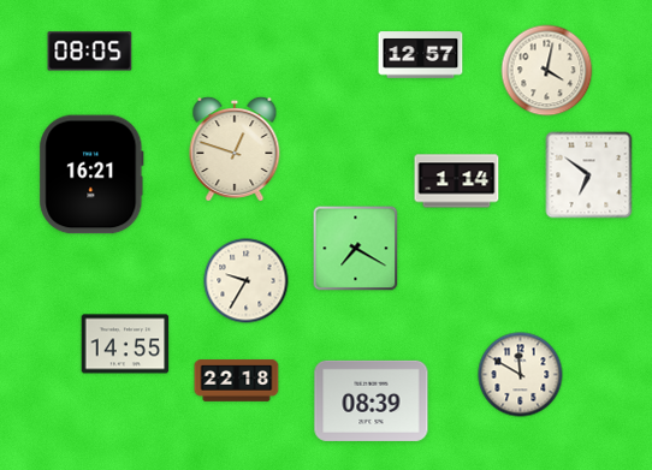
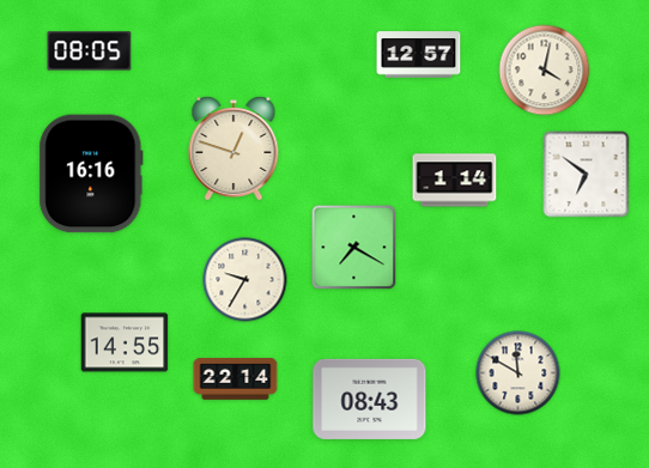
clock at (91, 174): 16:21 -> 16:16
clock at (237, 381): 22:18 -> 22:14
clock at (372, 400): 08:39 -> 08:43
